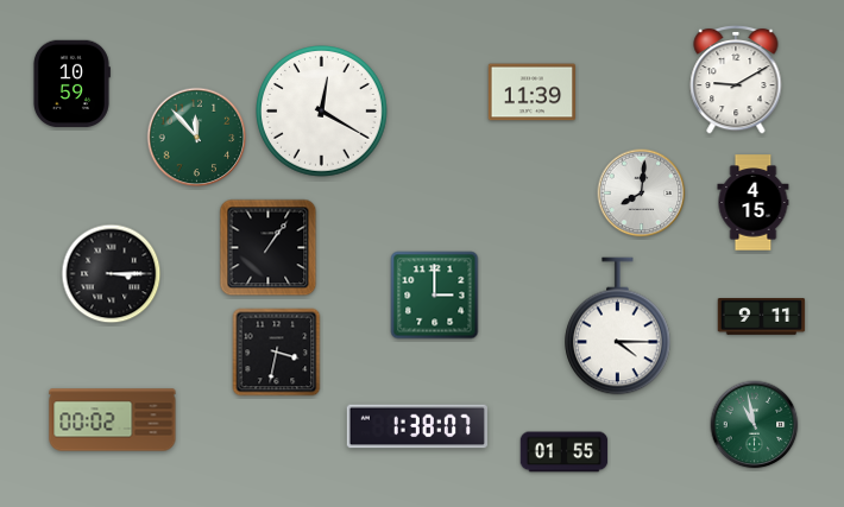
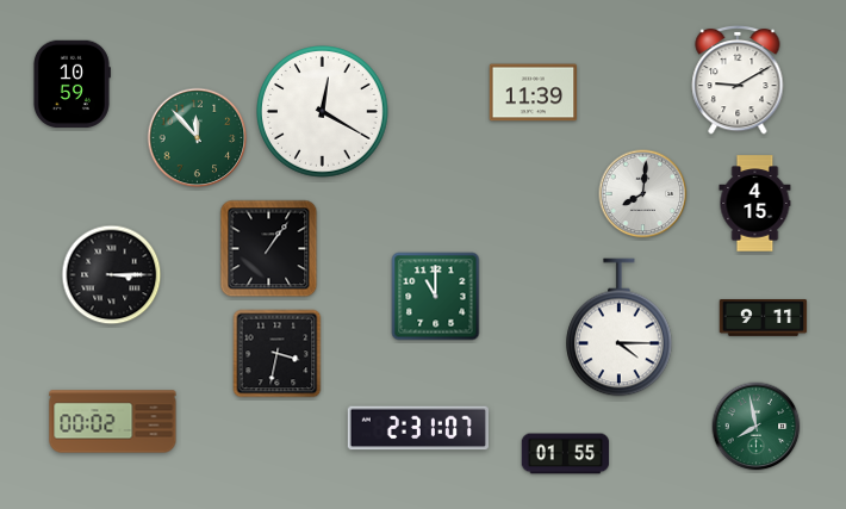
clock at (435, 296): 3:00 -> 11:00
clock at (755, 425): 10:58 -> 7:58
clock at (417, 426): 1:38 -> 2:31
